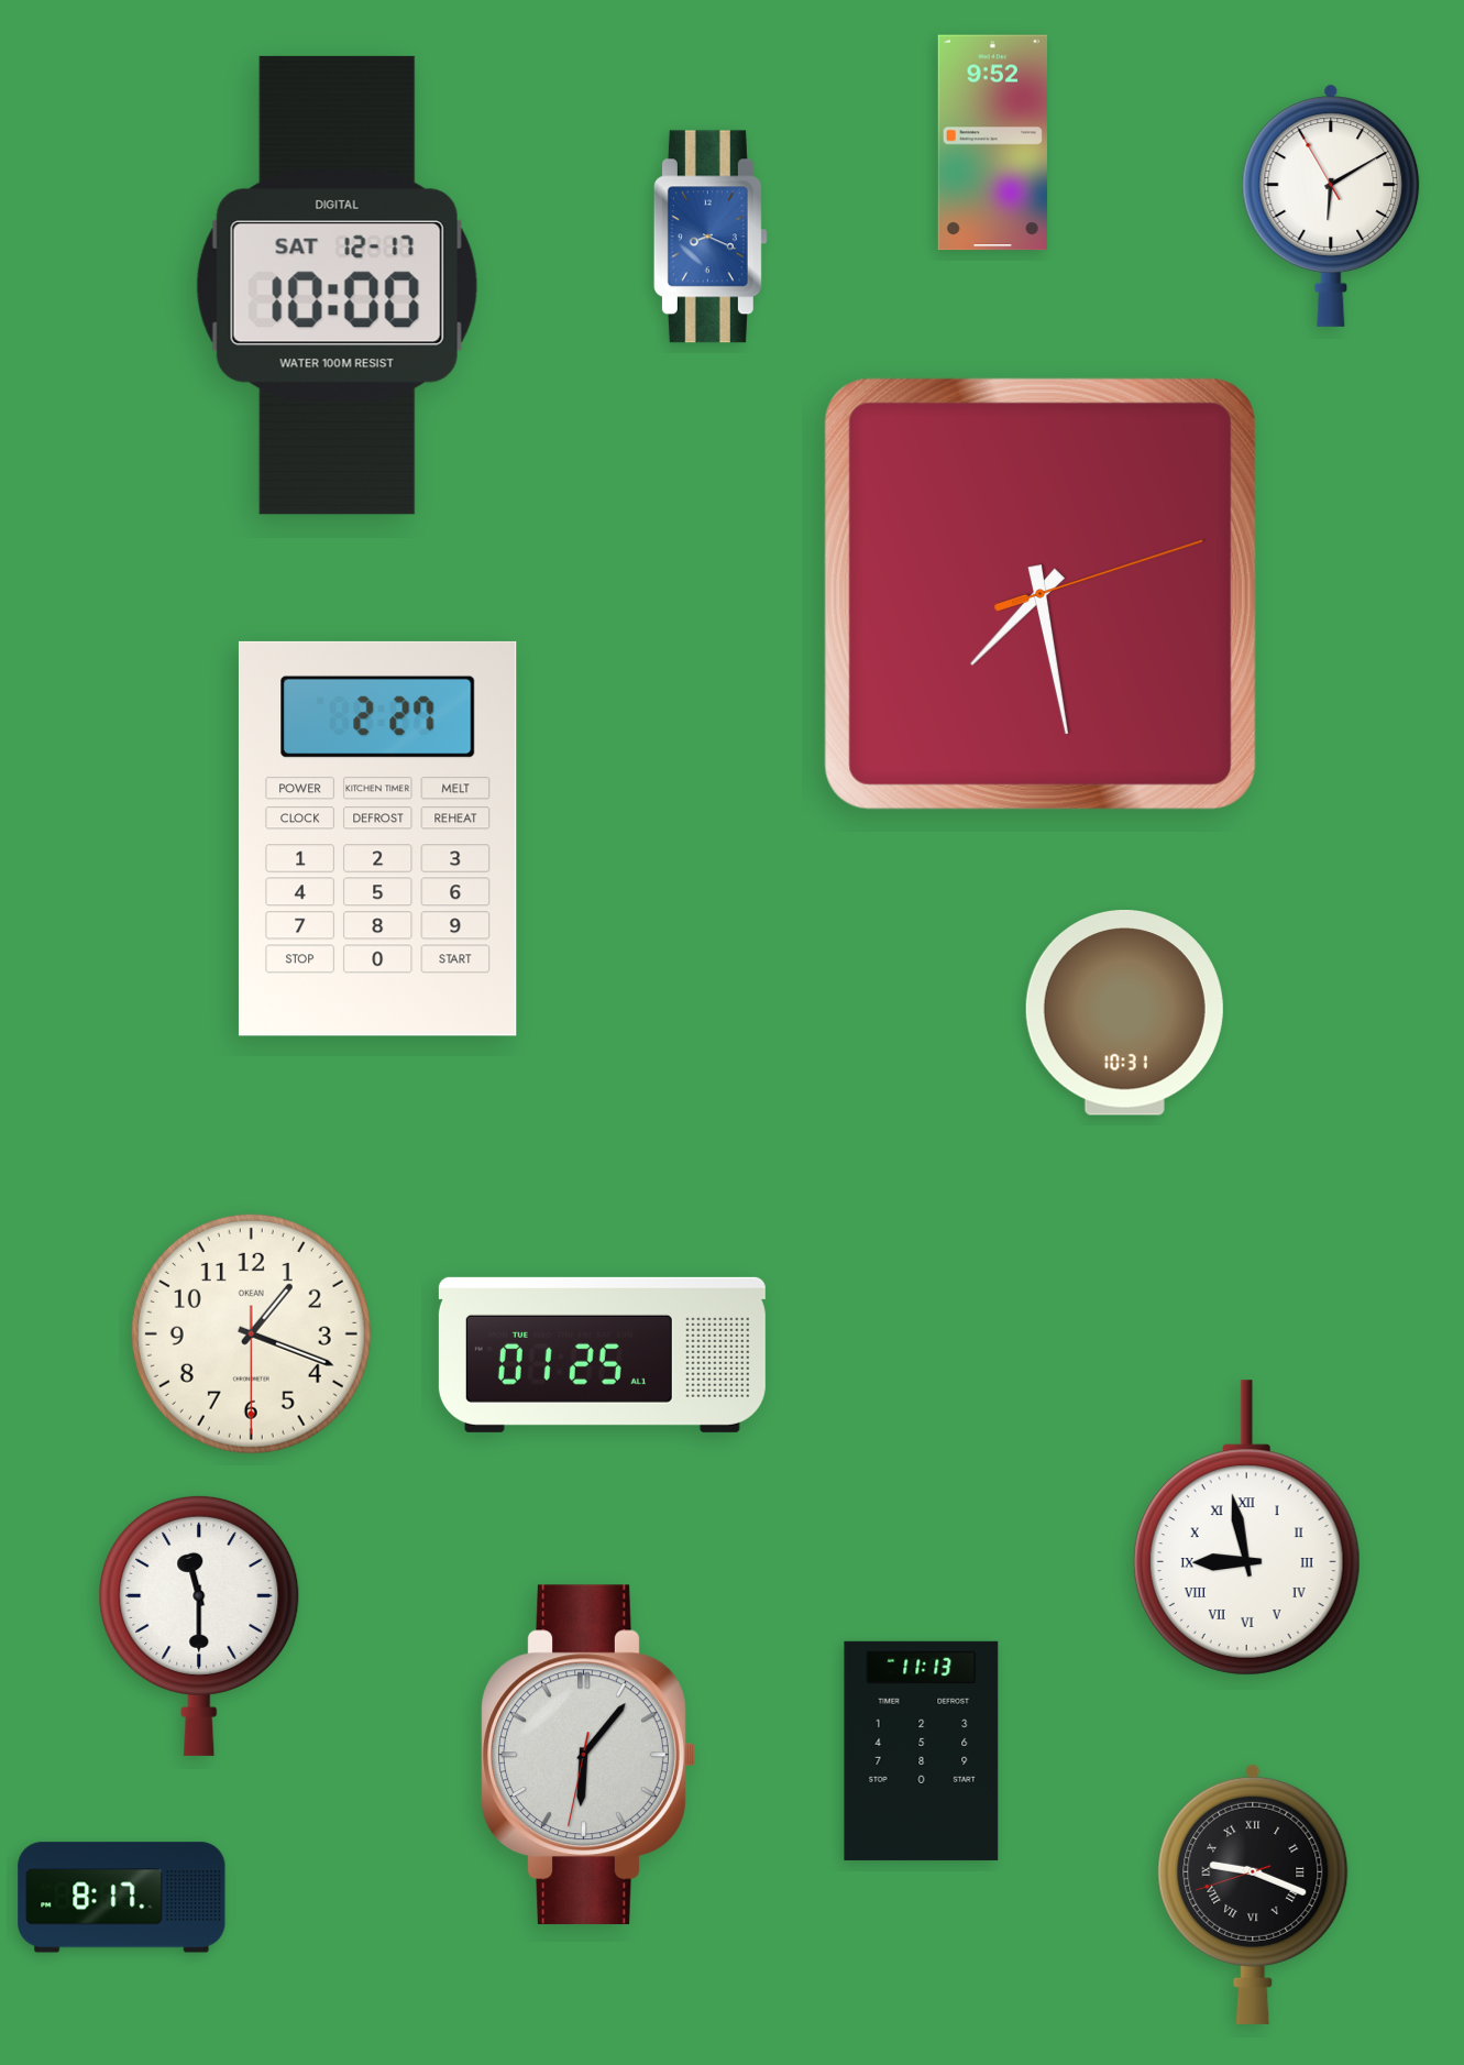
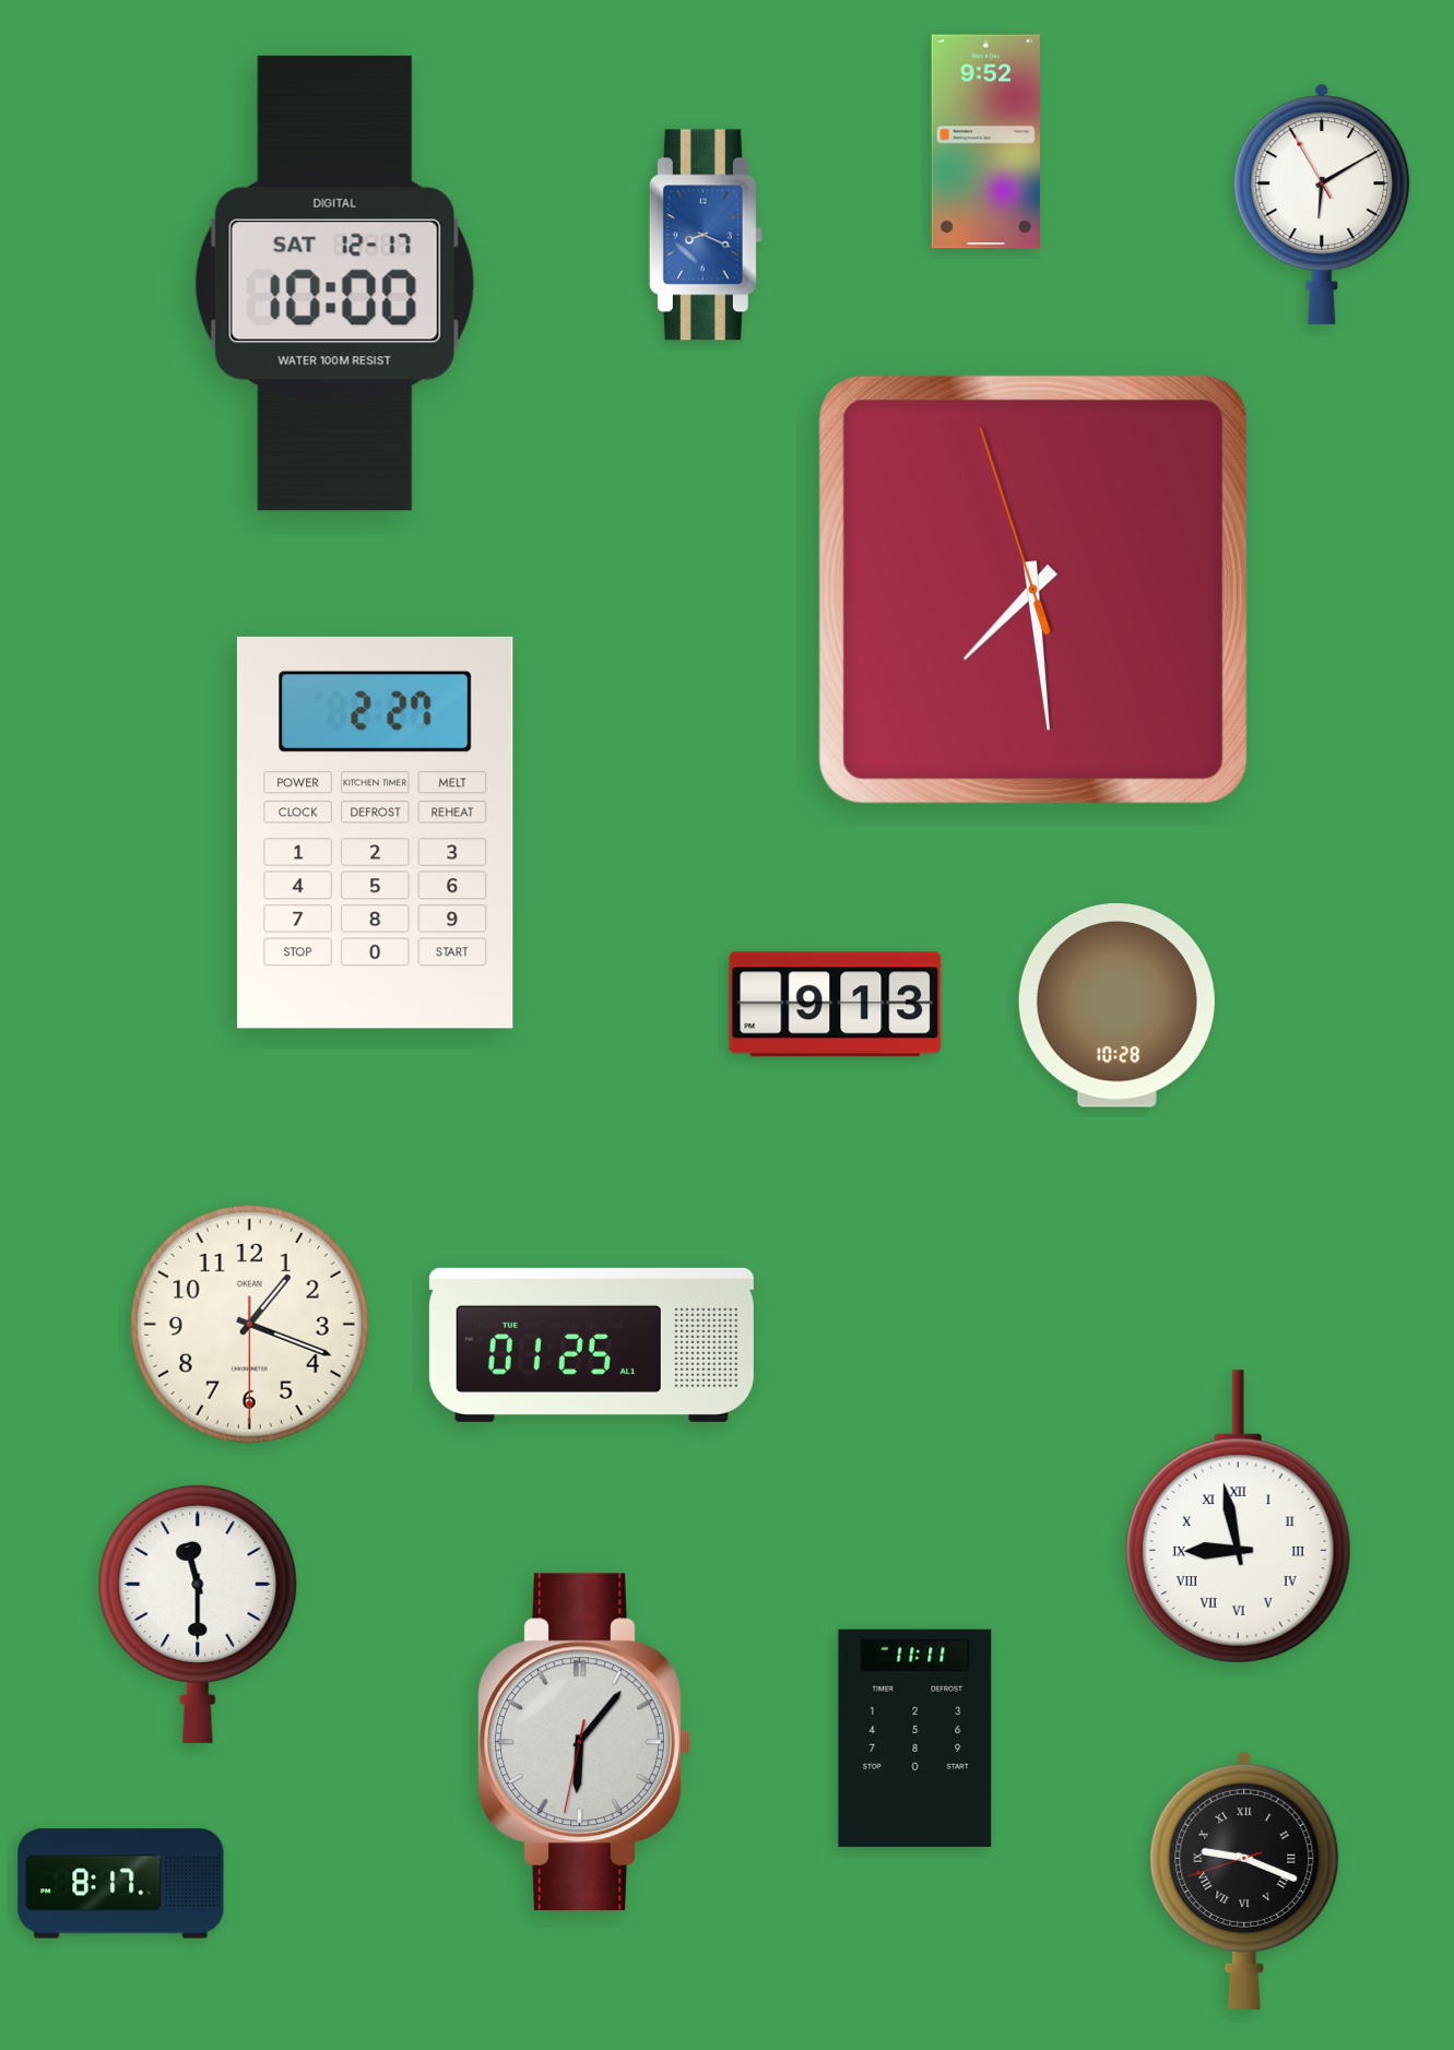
clock at (1041, 594): 7:28:12 -> 7:28:57
clock at (836, 1005): none -> 9:13
clock at (1124, 1013): 10:31 -> 10:28
clock at (602, 1354) position: (602, 1354) -> (591, 1344)
clock at (922, 1750): 11:13 -> 11:11
